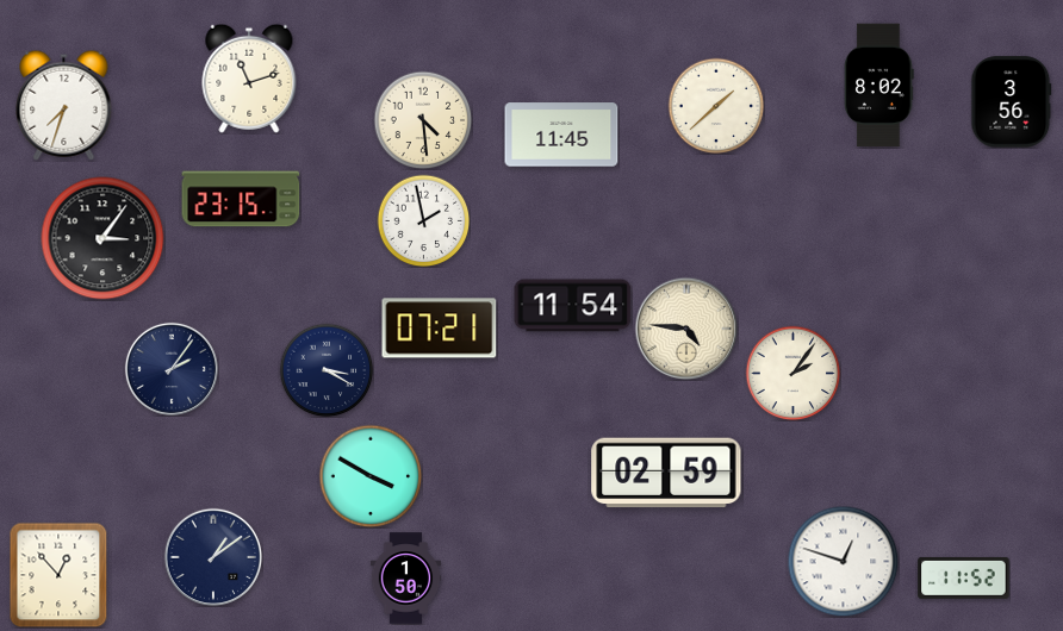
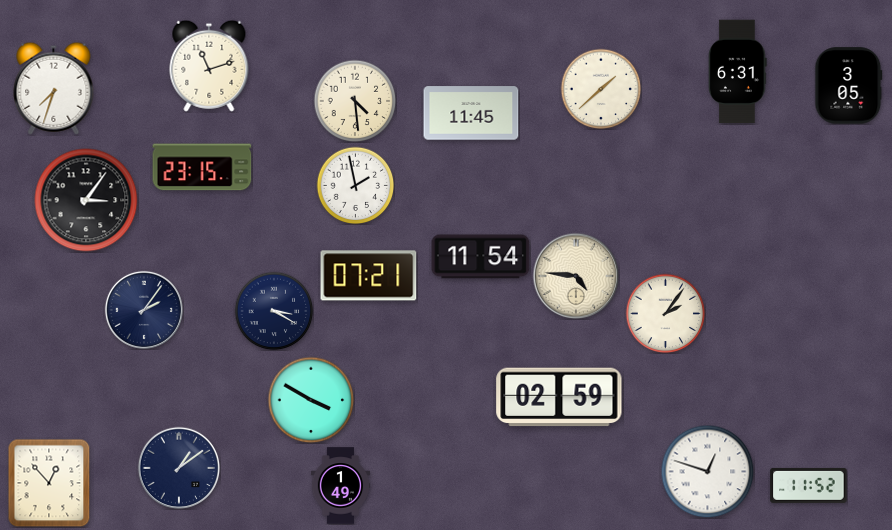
clock at (879, 86): 8:02 -> 6:31
clock at (1012, 102): 3:56 -> 3:05
clock at (406, 579): 1:50 -> 1:49
